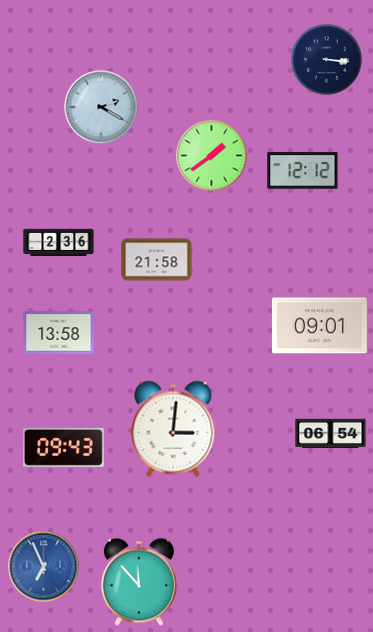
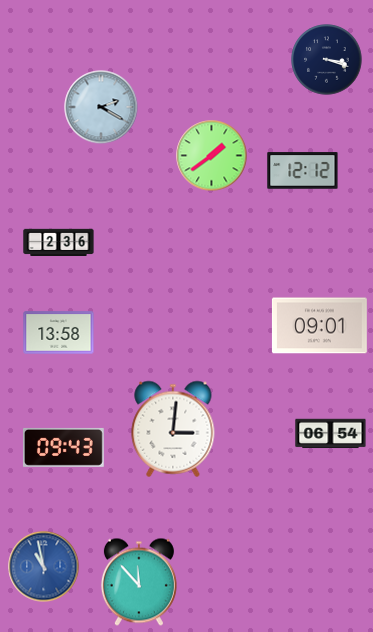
clock at (327, 60): 3:16 -> 3:18
clock at (157, 260): 21:58 -> none
clock at (44, 567): 6:56 -> 10:58
